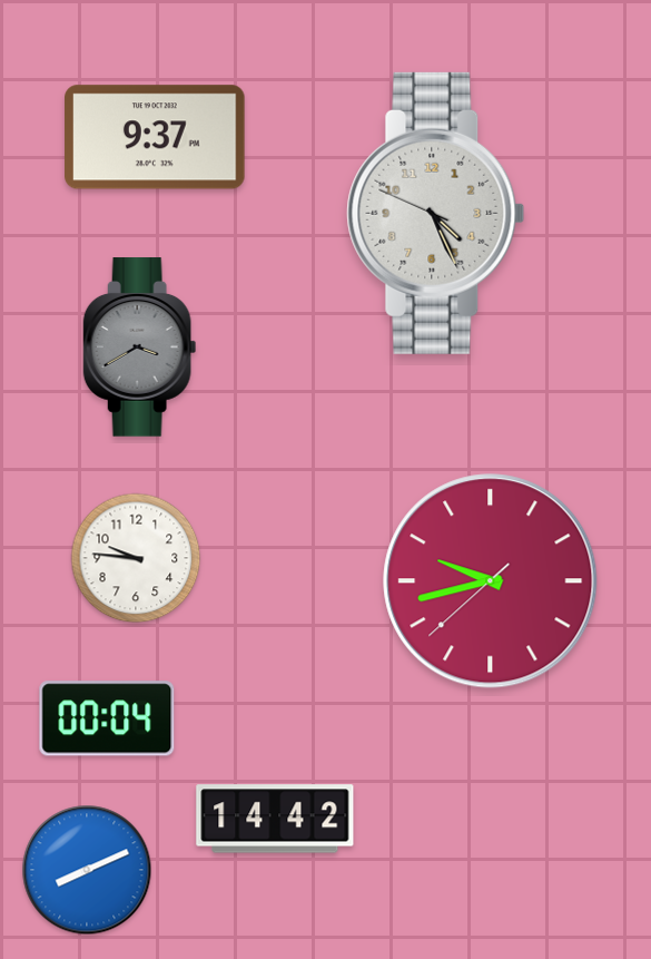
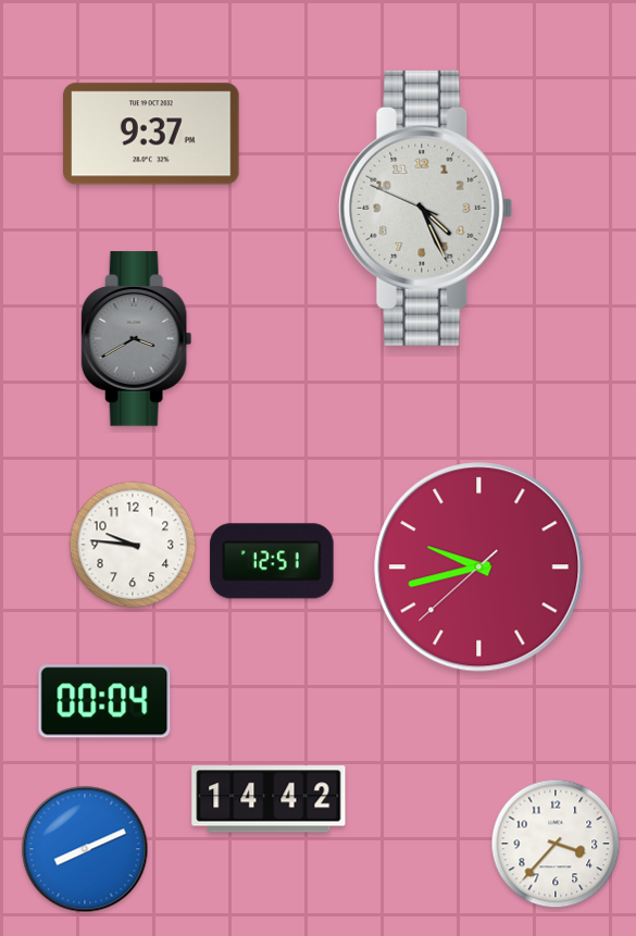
clock at (272, 561): none -> 12:51
clock at (556, 844): none -> 3:37
